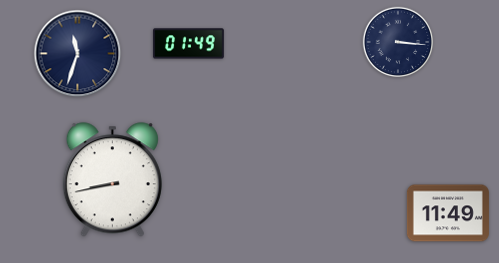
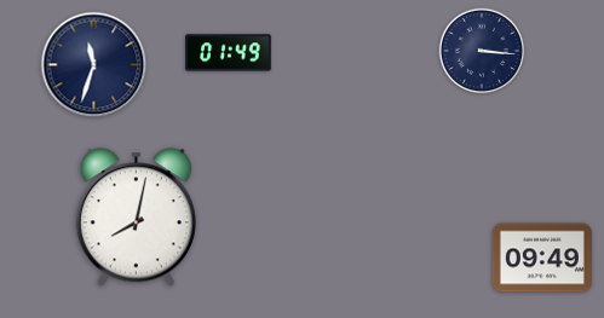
clock at (112, 180): 8:43 -> 8:02
clock at (448, 213): 11:49 -> 09:49
